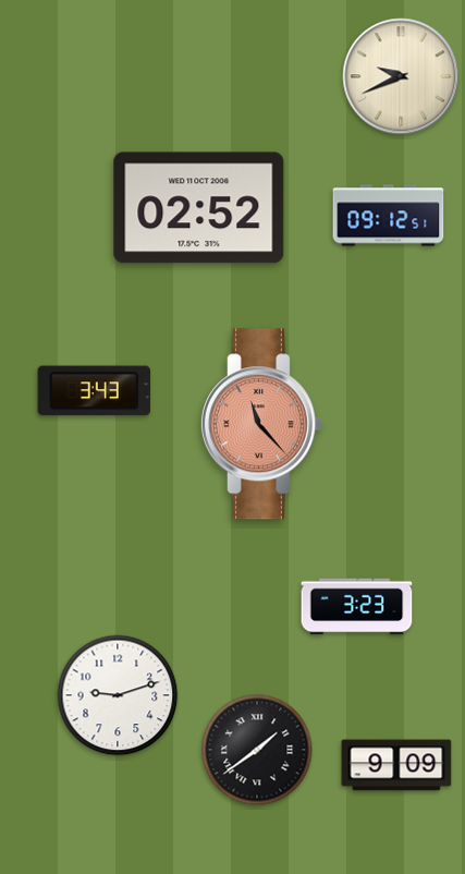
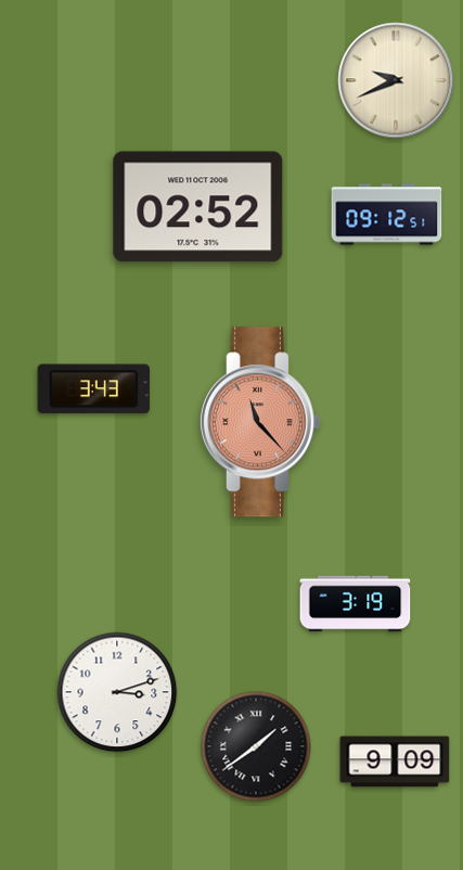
clock at (401, 76) position: (401, 76) -> (396, 80)
clock at (357, 607): 3:23 -> 3:19
clock at (118, 695): 9:12 -> 3:12
